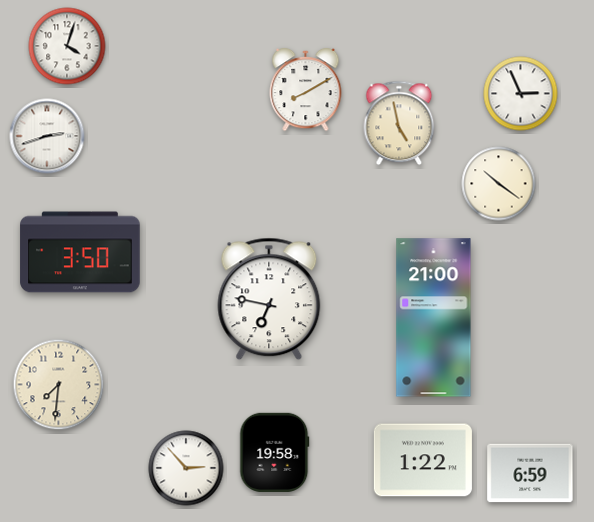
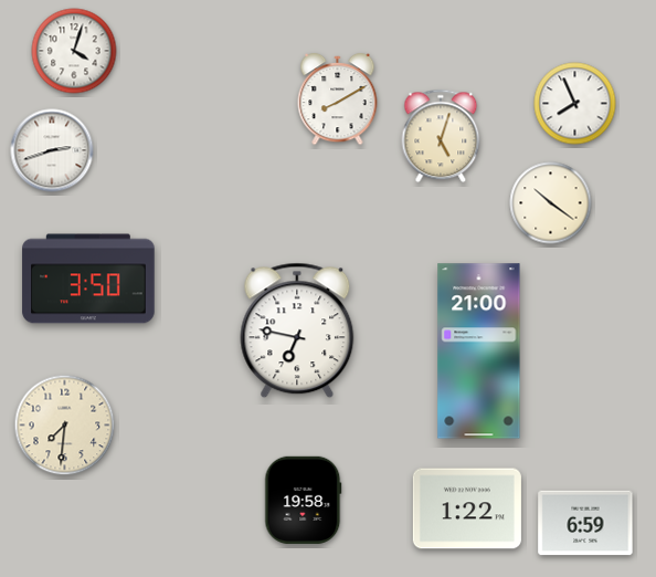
clock at (521, 94): 2:56 -> 7:56
clock at (399, 123): 4:58 -> 5:03
clock at (186, 468): 2:53 -> none
